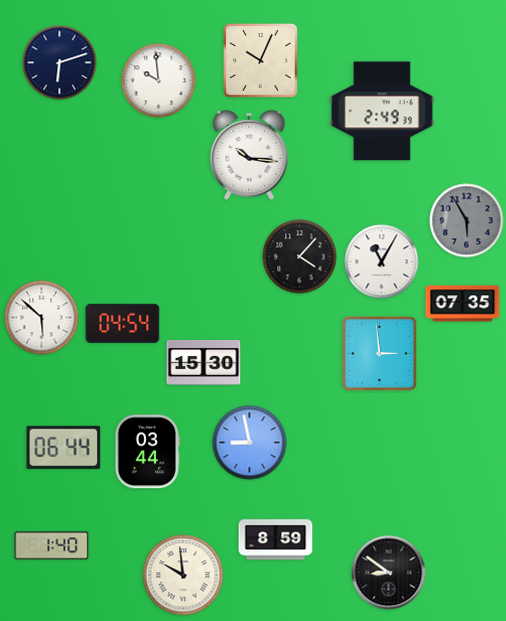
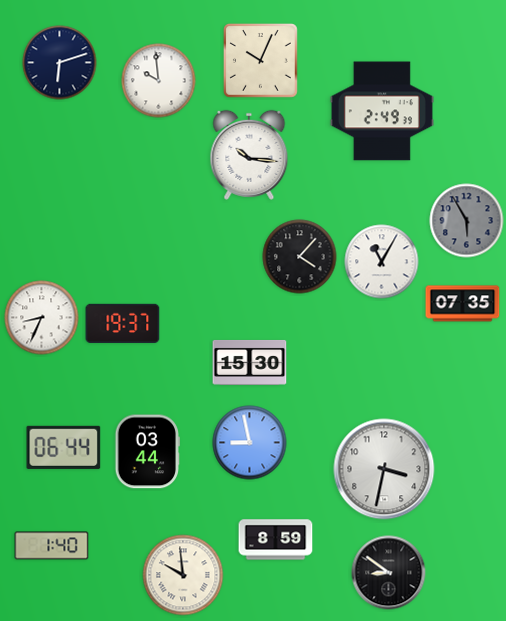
clock at (42, 318): 5:52 -> 8:34
clock at (123, 323): 04:54 -> 19:37
clock at (380, 354): 2:59 -> none
clock at (204, 362) position: (204, 362) -> (250, 362)
clock at (384, 469): none -> 3:32
